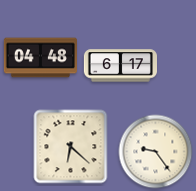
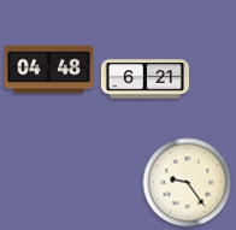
clock at (120, 66): 6:17 -> 6:21
clock at (71, 147): 6:22 -> none
